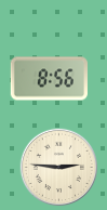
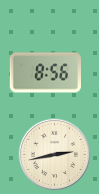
clock at (59, 168): 2:46 -> 2:43
